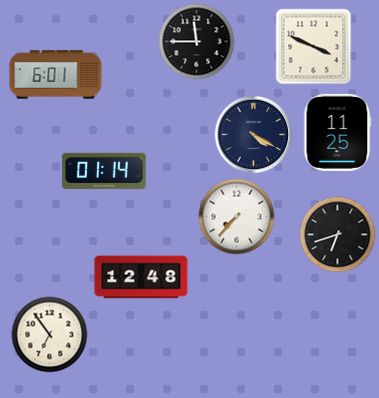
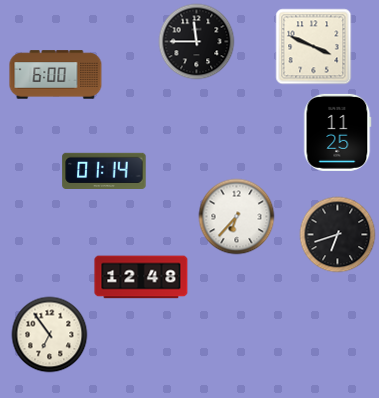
clock at (56, 75): 6:01 -> 6:00
clock at (254, 135): 4:20 -> none
clock at (237, 217): 7:37 -> 6:37
